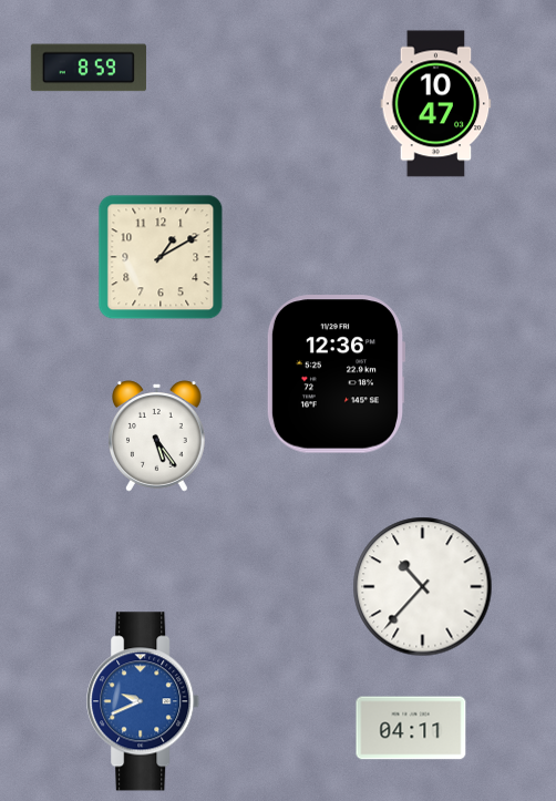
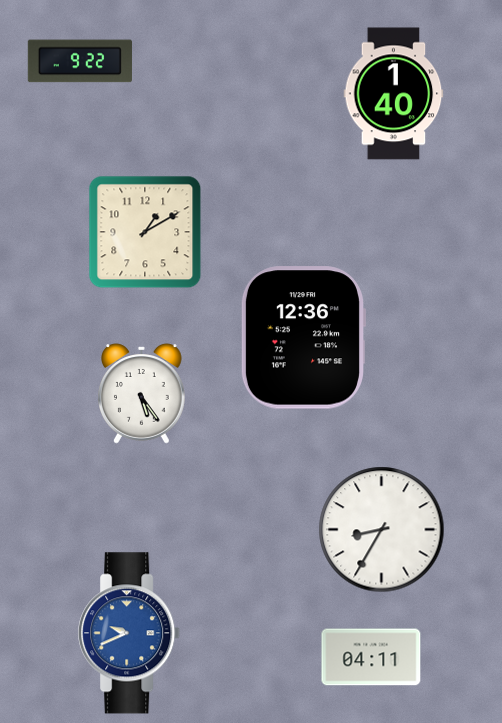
clock at (89, 68): 8:59 -> 9:22
clock at (436, 104): 10:47 -> 1:40
clock at (423, 587): 10:37 -> 8:35
